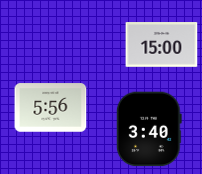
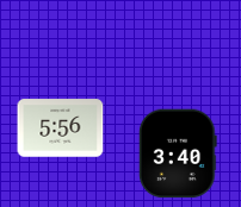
clock at (162, 45): 15:00 -> none
